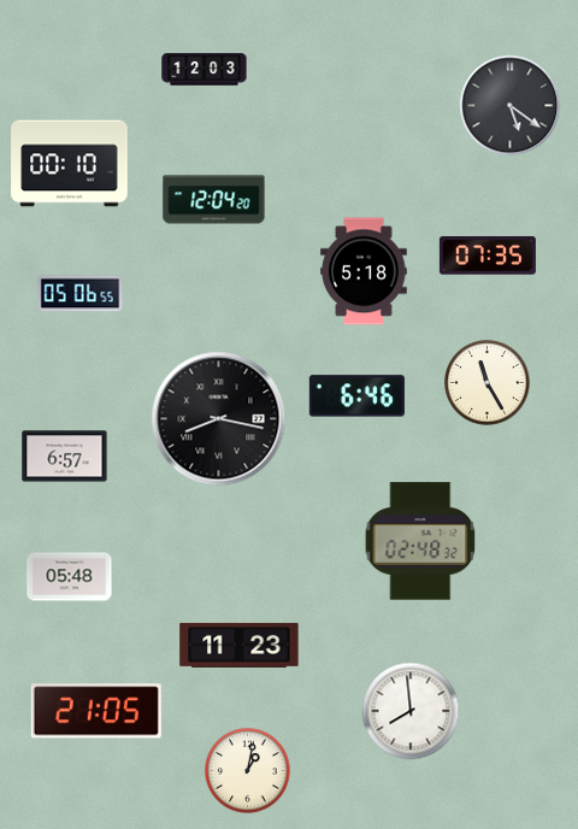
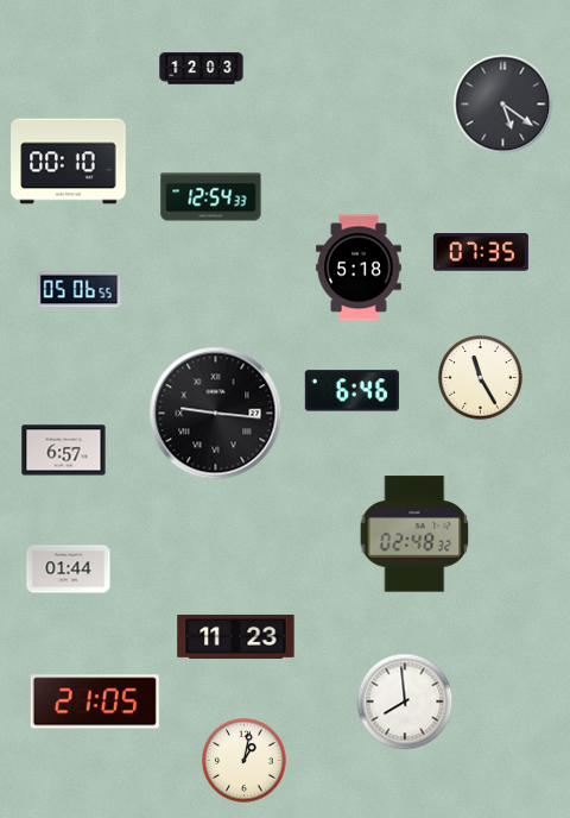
clock at (214, 200): 12:04 -> 12:54
clock at (219, 419): 8:17 -> 9:16
clock at (70, 577): 05:48 -> 01:44
